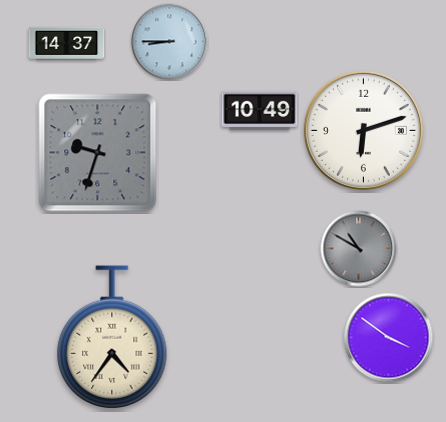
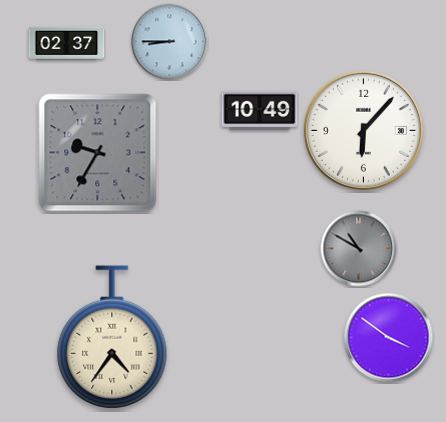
clock at (67, 43): 14:37 -> 02:37
clock at (363, 130): 6:12 -> 6:07
clock at (98, 153): 9:33 -> 9:35
